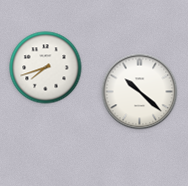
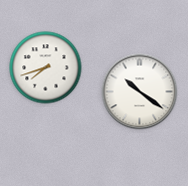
clock at (140, 92): 10:22 -> 10:21
